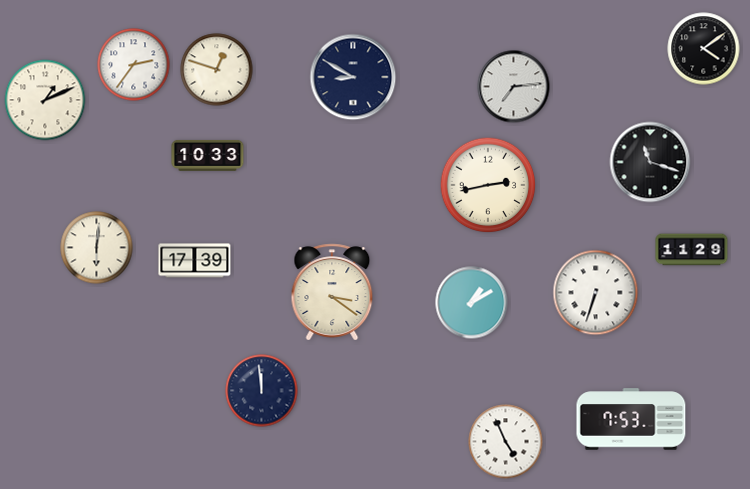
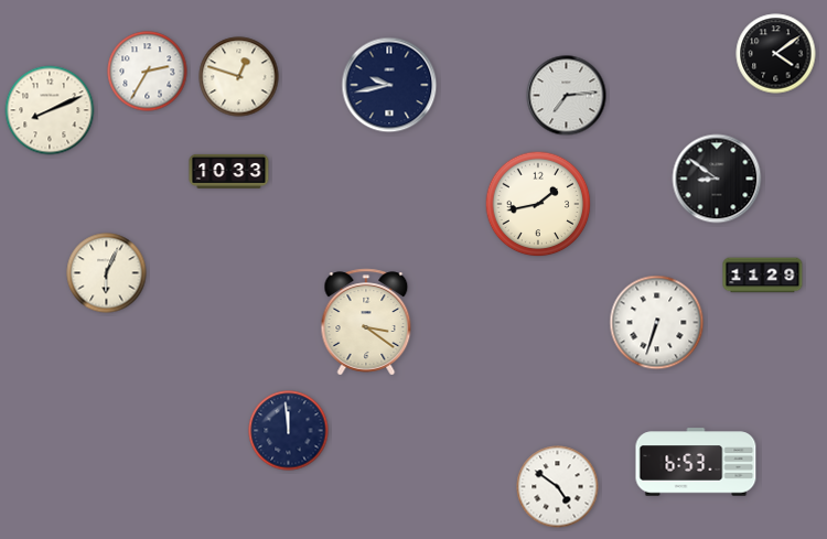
clock at (134, 65): 2:36 -> 2:35
clock at (353, 77): 8:50 -> 9:43
clock at (45, 100): 1:11 -> 8:11
clock at (650, 162): 11:18 -> 8:51
clock at (488, 185): 2:43 -> 1:43
clock at (97, 248): 6:01 -> 6:04
clock at (195, 261): 17:39 -> none
clock at (472, 303): 1:10 -> none
clock at (631, 419): 7:53 -> 6:53
clock at (506, 442): 4:56 -> 4:51
